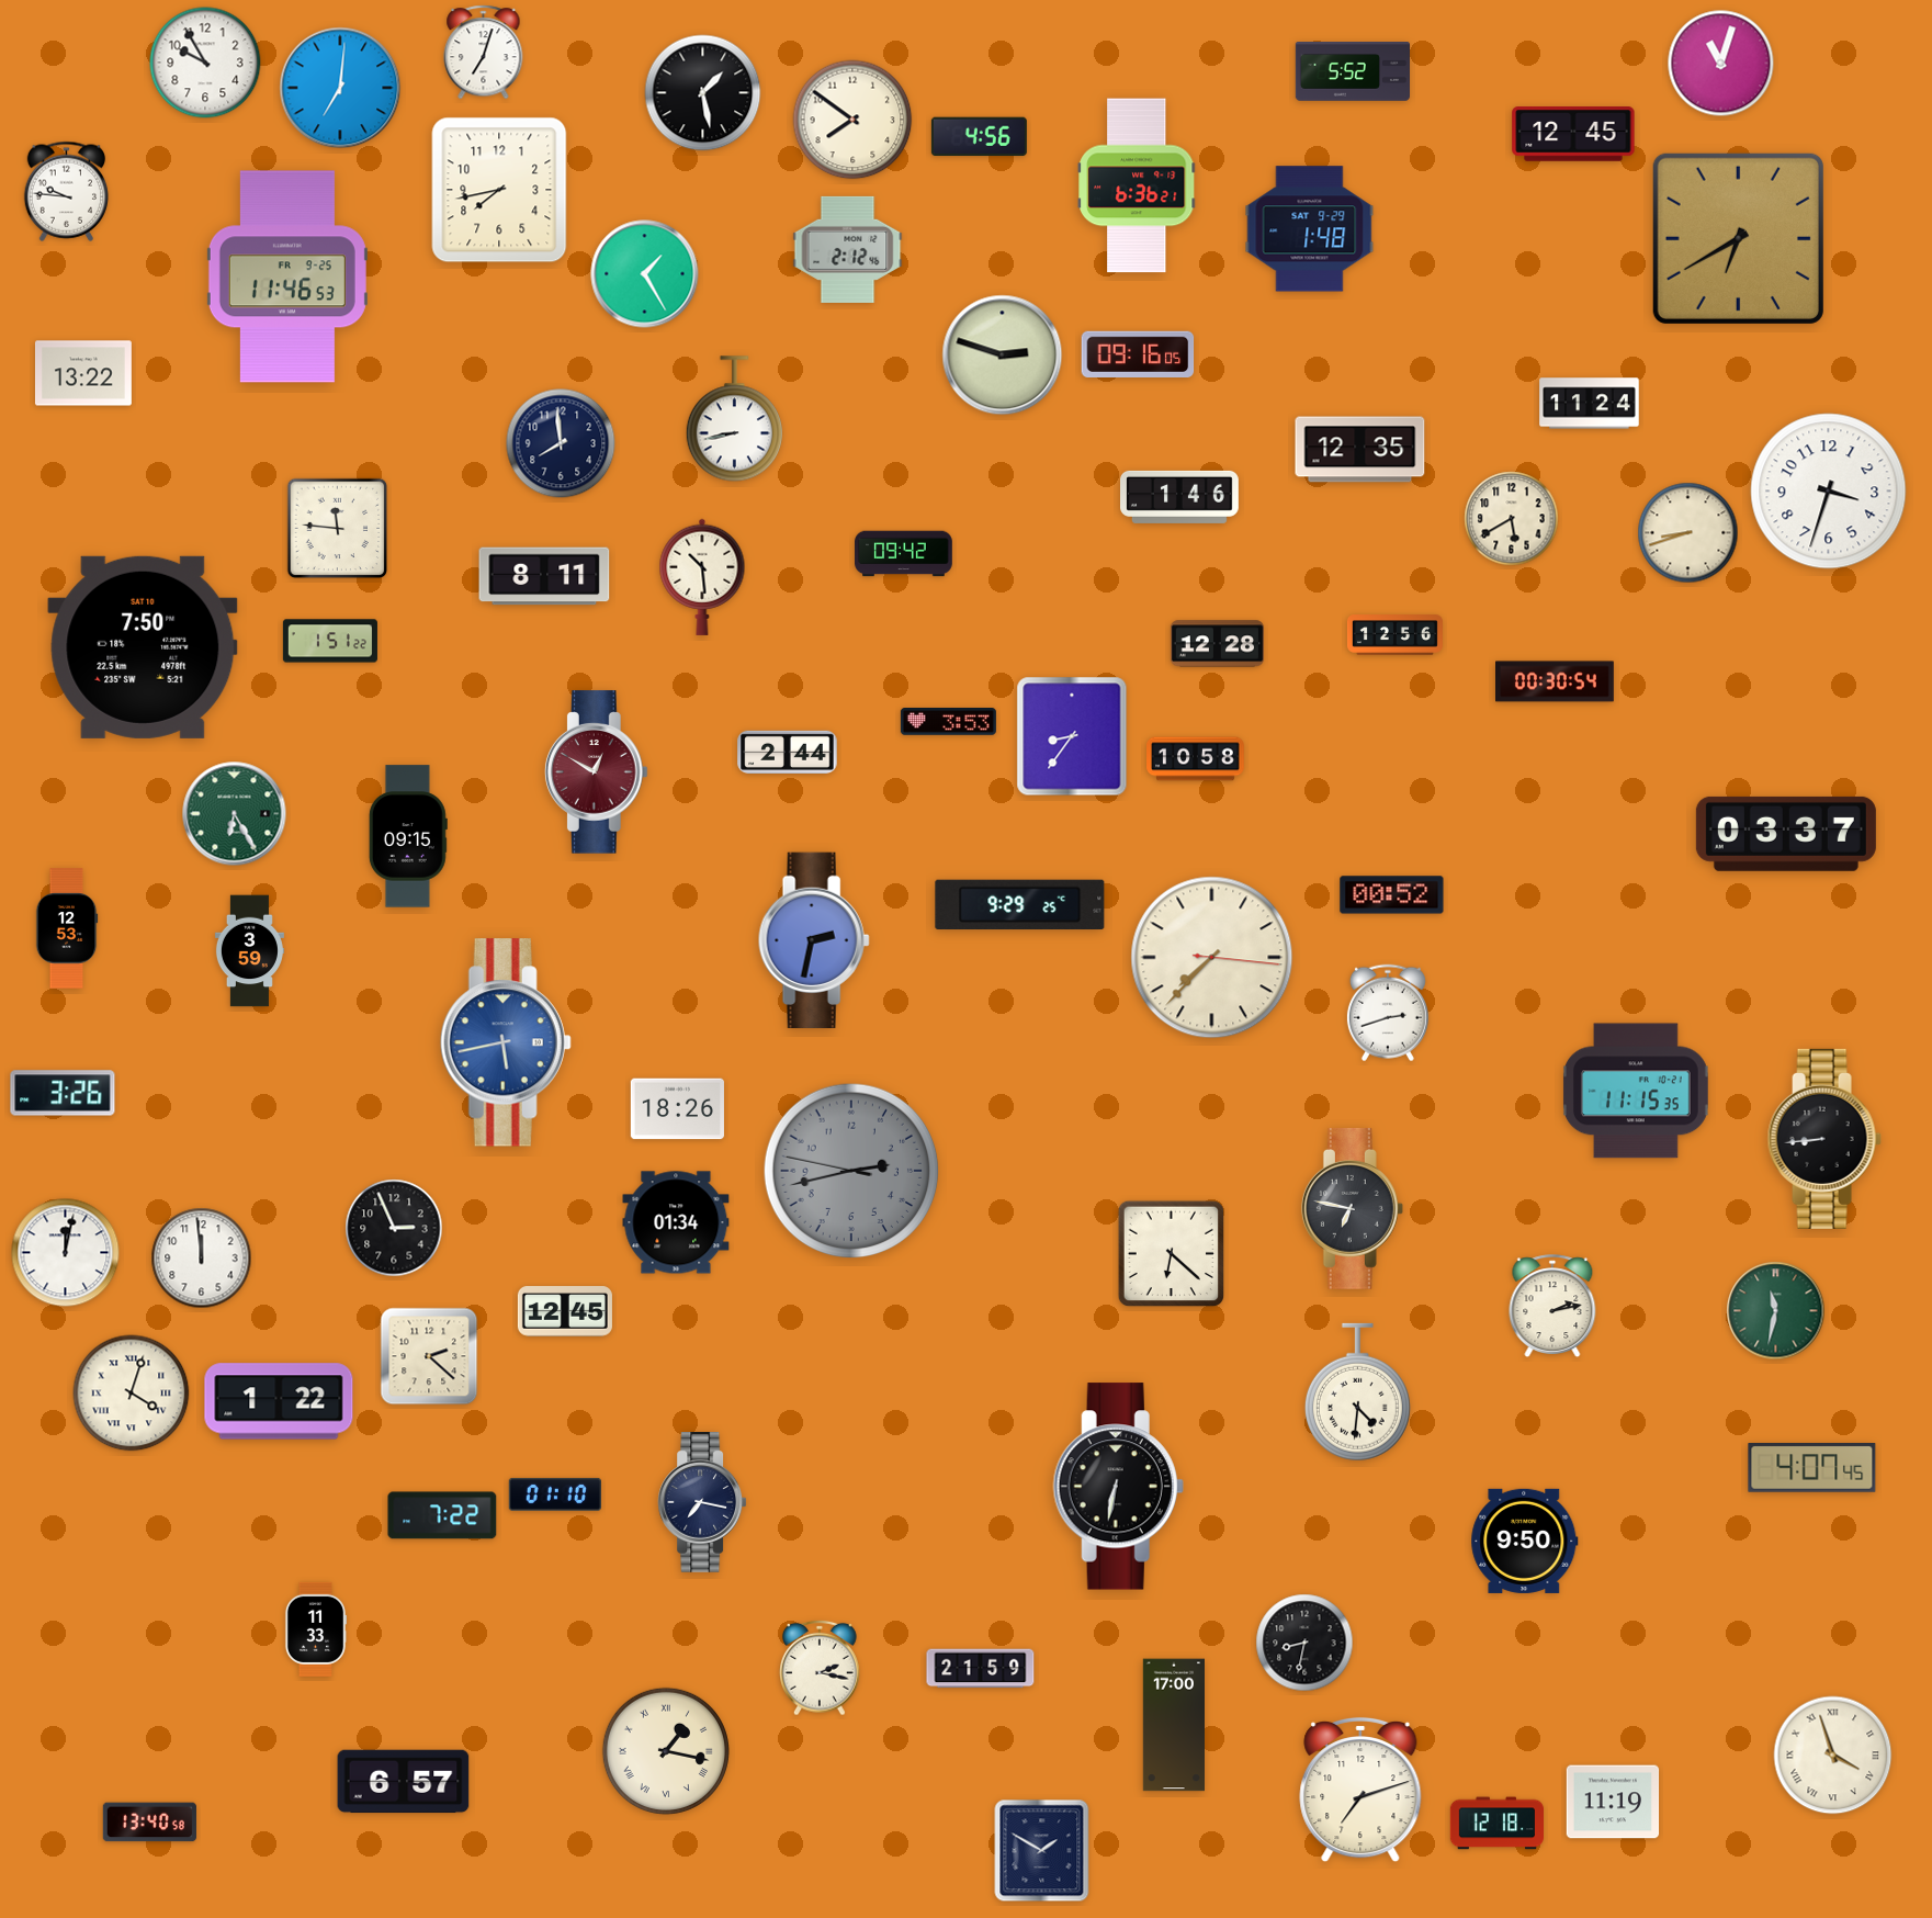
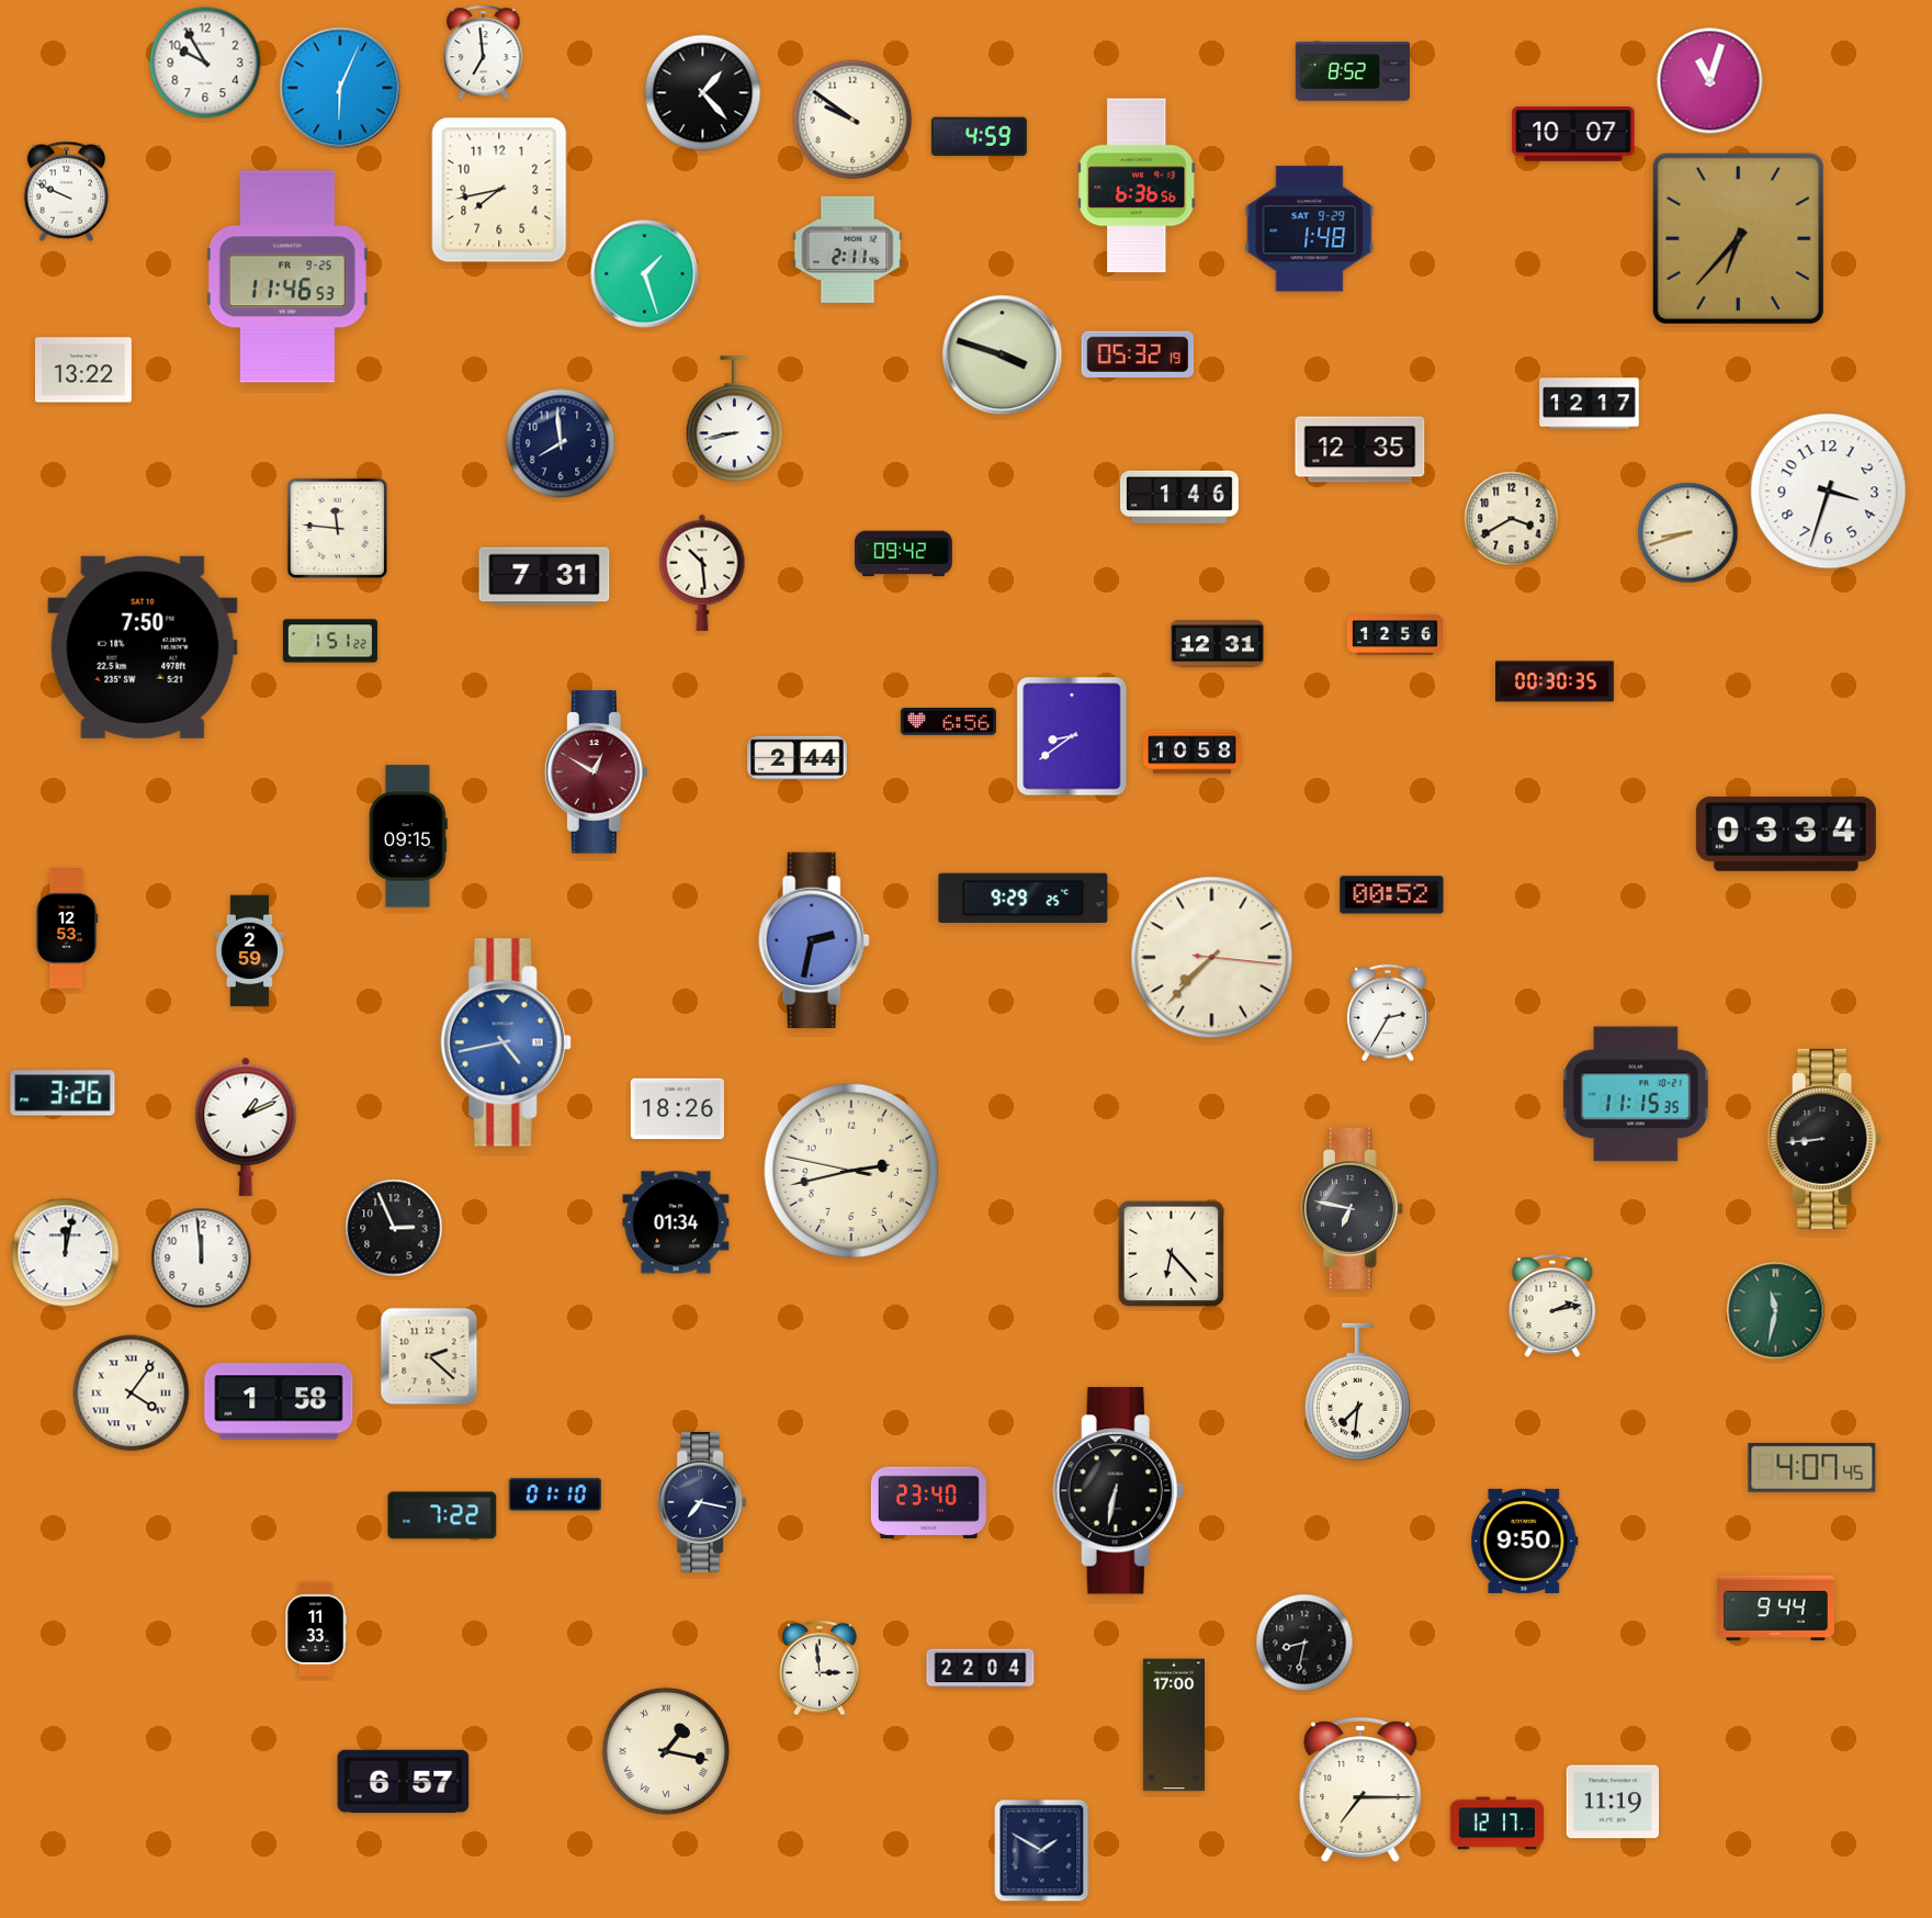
clock at (484, 53): 7:03 -> 6:59
clock at (1721, 64) position: (1721, 64) -> (1710, 81)
clock at (1352, 71): 5:52 -> 8:52
clock at (340, 88): 7:01 -> 6:04
clock at (703, 93): 1:28 -> 1:23
clock at (852, 120): 7:51 -> 9:51
clock at (1573, 134): 12:45 -> 10:07
clock at (979, 137): 4:56 -> 4:59
clock at (1138, 185): 6:36:21 -> 6:36:56
clock at (67, 191): 9:46 -> 9:49
clock at (1738, 238): 6:40 -> 6:37
clock at (848, 249): 2:12 -> 2:11
clock at (645, 274): 1:25 -> 1:27
clock at (1138, 354): 09:16 -> 05:32
clock at (1003, 356): 2:48 -> 3:48
clock at (83, 373) position: (83, 373) -> (83, 370)
clock at (1590, 404): 11:24 -> 12:17
clock at (1512, 519): 5:40 -> 3:40
clock at (544, 576): 8:11 -> 7:31
clock at (702, 577) position: (702, 577) -> (702, 573)
clock at (1217, 644): 12:28 -> 12:31
clock at (1556, 681): 00:30:54 -> 00:30:35
clock at (948, 722): 3:53 -> 6:56
clock at (1072, 736): 8:36 -> 8:39
clock at (788, 752) position: (788, 752) -> (798, 757)
clock at (1196, 759) position: (1196, 759) -> (1193, 753)
clock at (235, 814): 6:25 -> none
clock at (1786, 834): 03:37 -> 03:34
clock at (1020, 905) position: (1020, 905) -> (1024, 899)
clock at (249, 951): 3:59 -> 2:59
clock at (1388, 1013): 2:42 -> 2:35
clock at (506, 1042): 5:43 -> 4:43
clock at (1636, 1091) position: (1636, 1091) -> (1636, 1094)
clock at (246, 1127): none -> 1:11
clock at (851, 1171) dial: grey -> cream
clock at (1172, 1254): 6:22 -> 6:23
clock at (565, 1311): 12:45 -> none
clock at (1357, 1392): 4:31 -> 7:31
clock at (132, 1394): 4:03 -> 4:06
clock at (279, 1401): 1:22 -> 1:58
clock at (1118, 1487) position: (1118, 1487) -> (1118, 1491)
clock at (928, 1503): none -> 23:40
clock at (1775, 1607): none -> 9:44
clock at (820, 1668): 2:17 -> 2:59
clock at (981, 1669): 21:59 -> 22:04
clock at (1833, 1756): 3:57 -> none
clock at (1360, 1790): 7:12 -> 7:15
clock at (149, 1823): 13:40 -> none
clock at (1496, 1824): 12:18 -> 12:17
